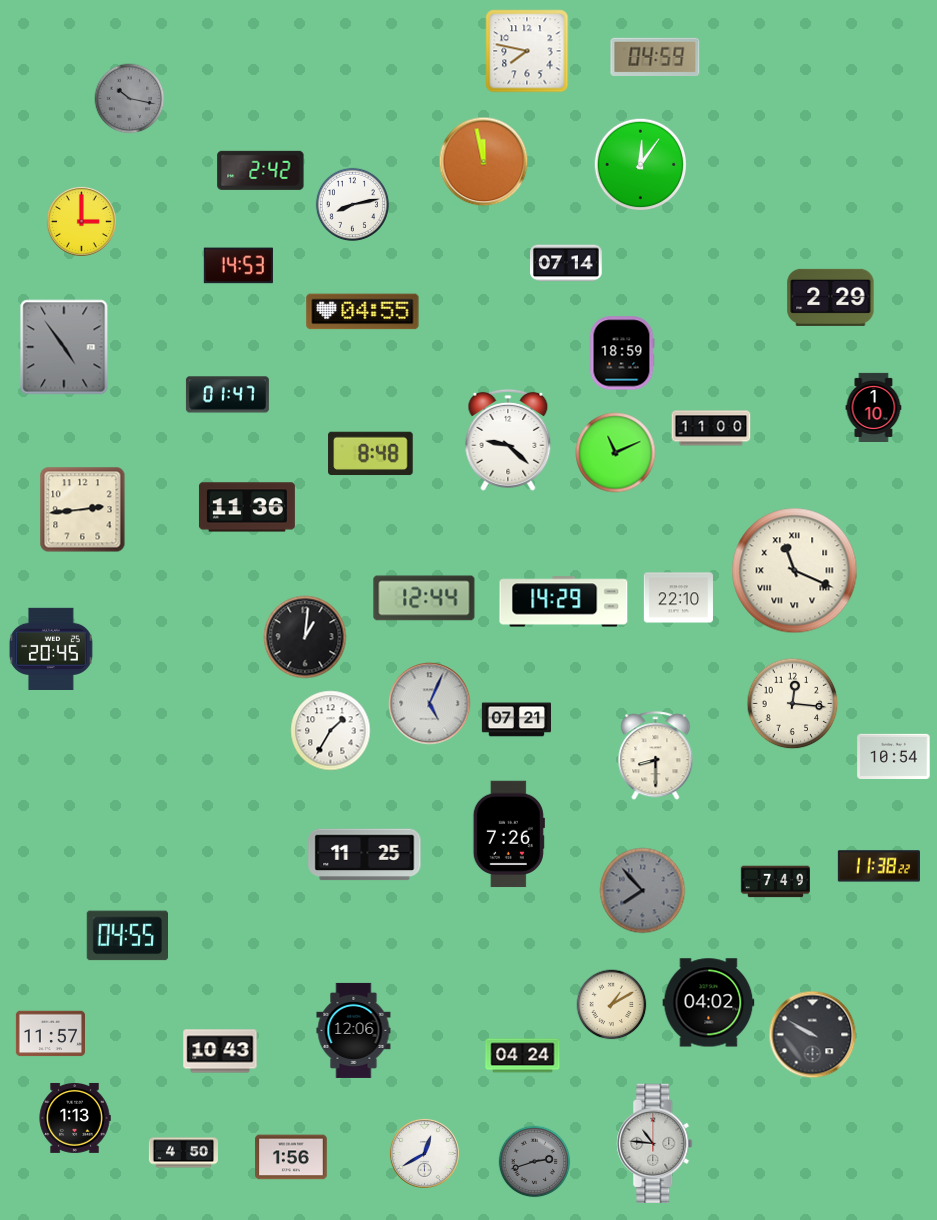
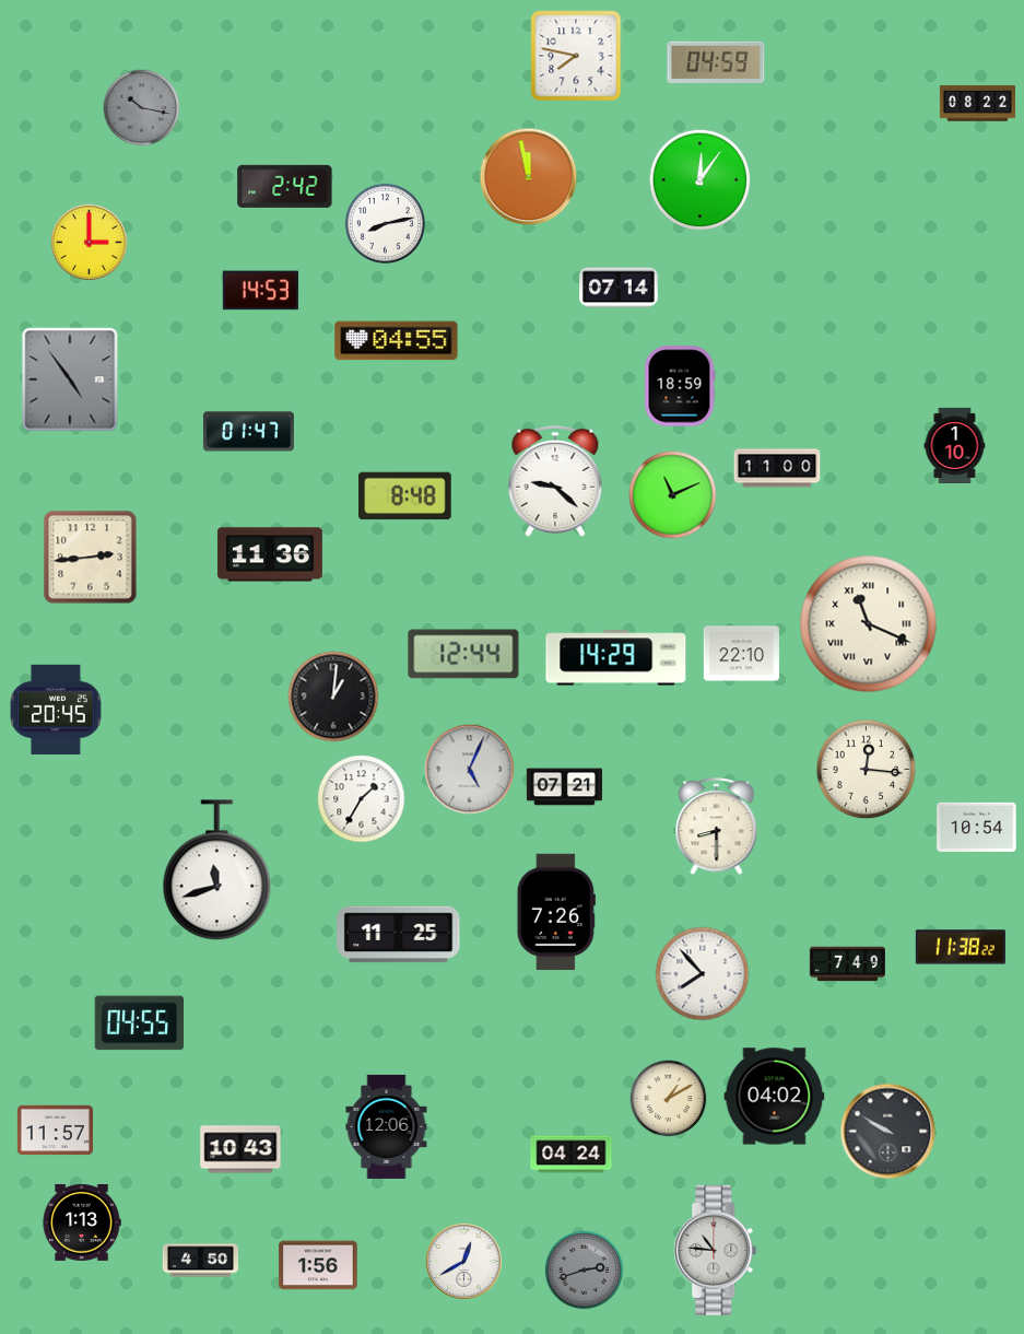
clock at (977, 104): none -> 08:22
clock at (831, 297): 2:29 -> none
clock at (217, 870): none -> 11:42
clock at (643, 891) dial: grey -> white
